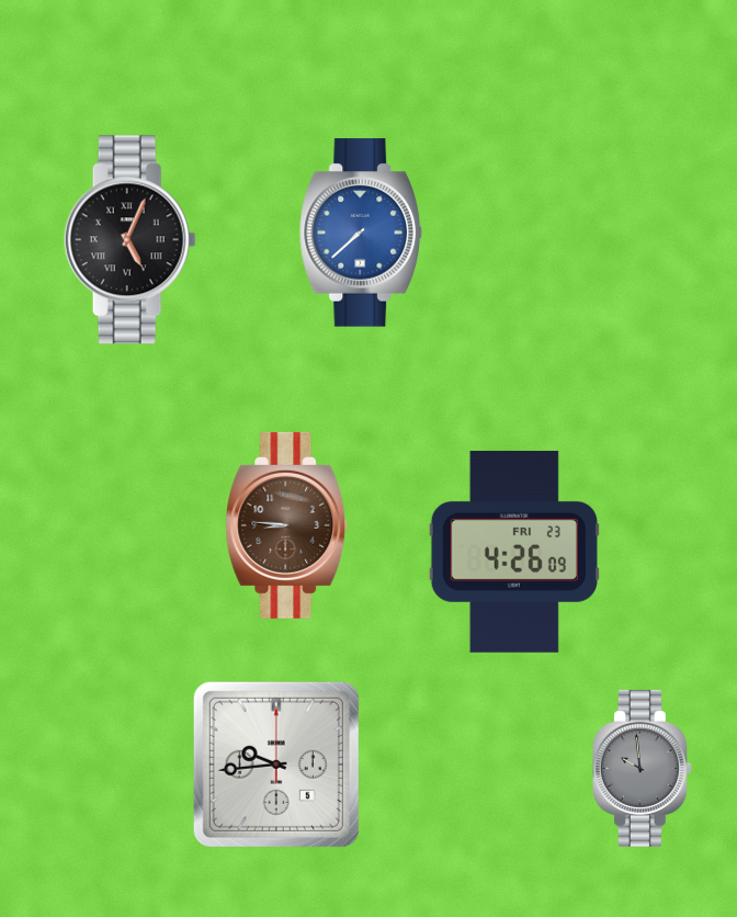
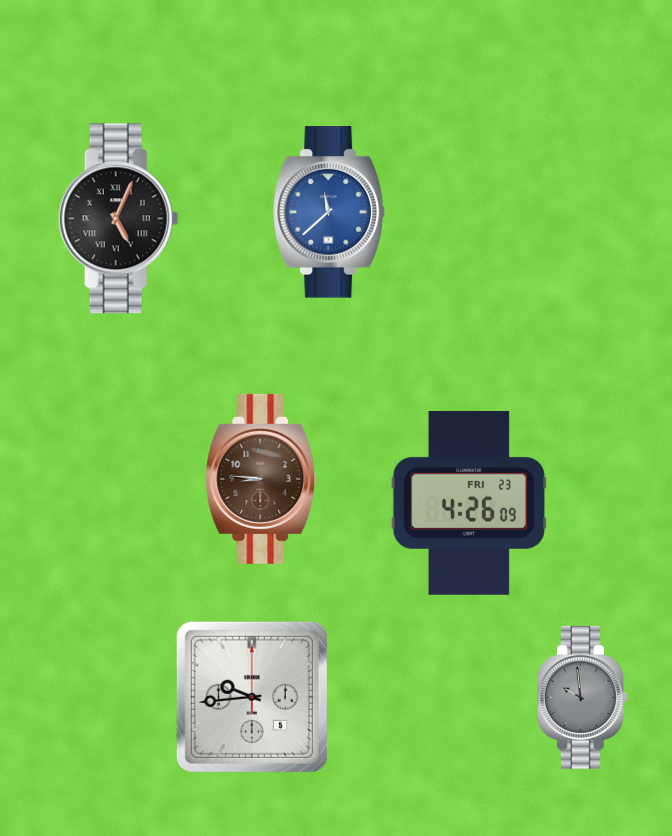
clock at (361, 233): 7:38 -> 11:38
clock at (642, 768) position: (642, 768) -> (582, 697)
